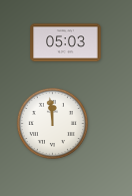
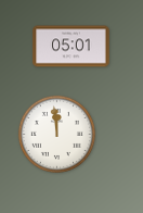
clock at (66, 43): 05:03 -> 05:01
